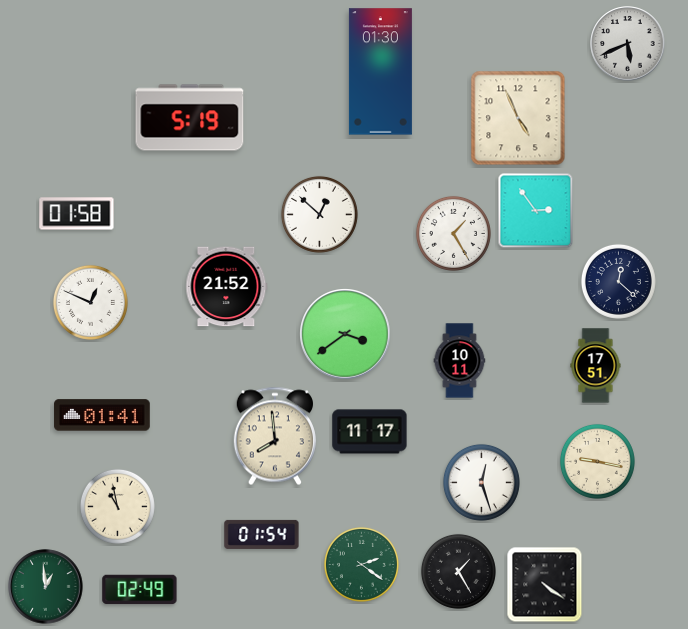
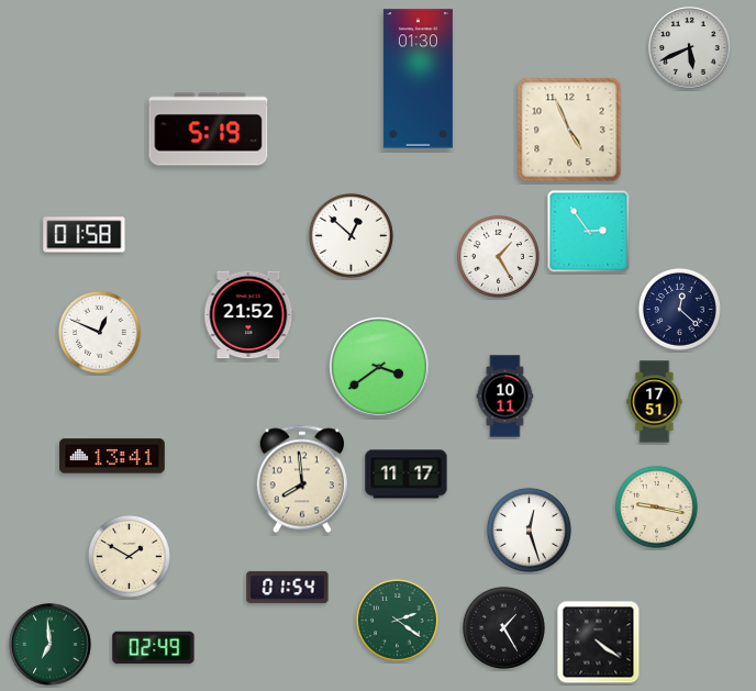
clock at (102, 415): 01:41 -> 13:41
clock at (117, 506): 10:58 -> 1:50
clock at (46, 587): 12:59 -> 6:59
